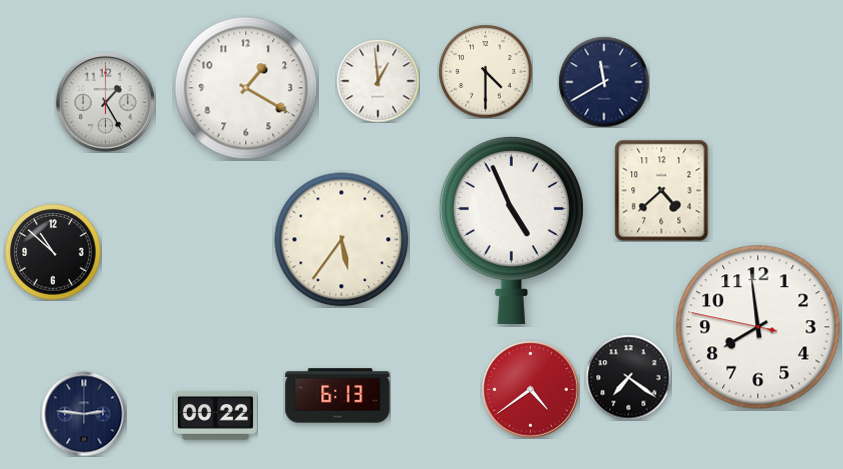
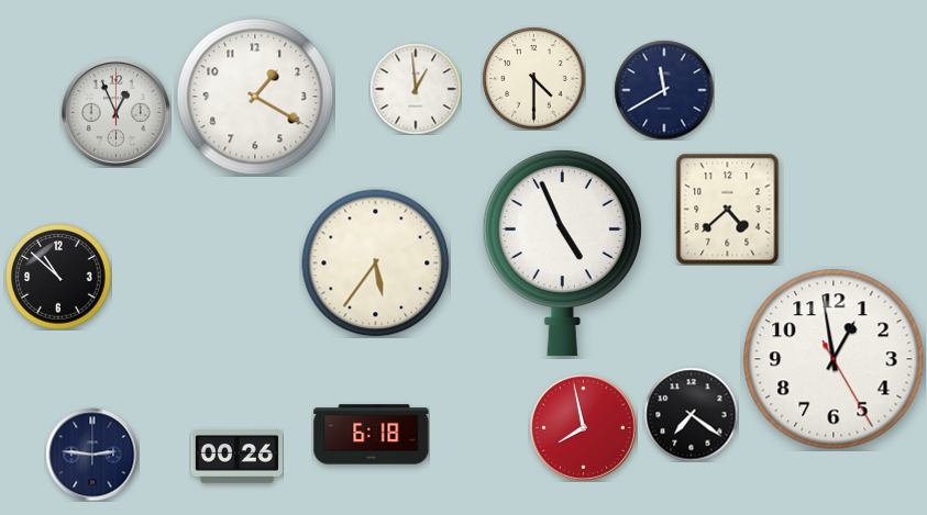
clock at (246, 88) position: (246, 88) -> (255, 97)
clock at (105, 102): 1:25 -> 12:56
clock at (758, 327): 7:58 -> 12:58
clock at (531, 390): 4:39 -> 7:58
clock at (338, 396): 6:13 -> 6:18
clock at (215, 415): 00:22 -> 00:26
